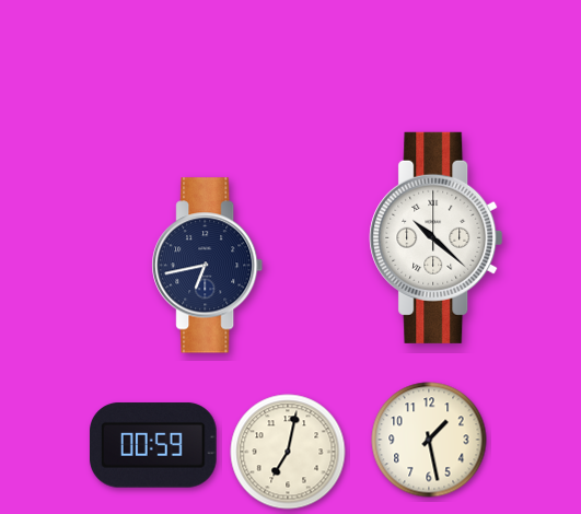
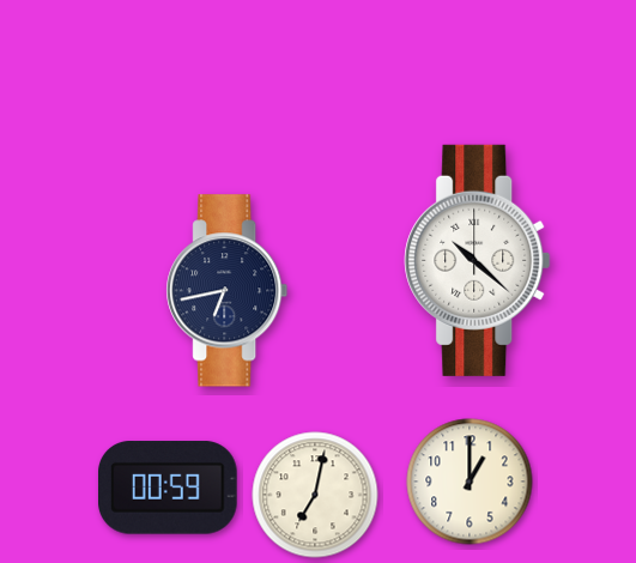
clock at (429, 440): 1:28 -> 1:00
